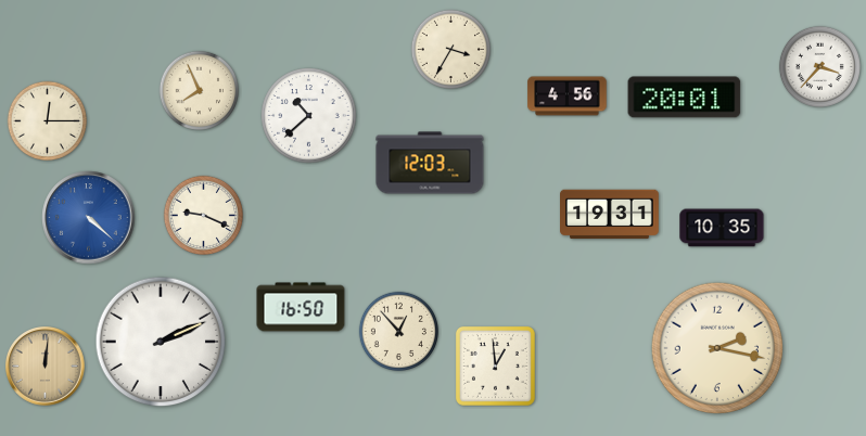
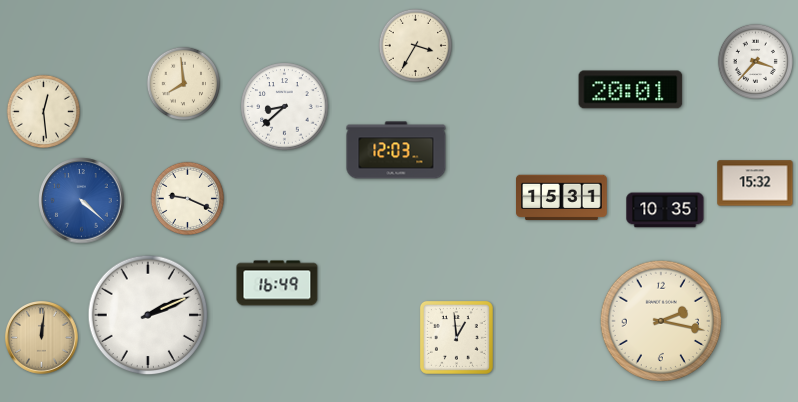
clock at (199, 90): 7:56 -> 7:59
clock at (568, 97): 4:56 -> none
clock at (309, 116): 10:38 -> 8:38
clock at (47, 120): 12:15 -> 12:29
clock at (755, 183): none -> 15:32
clock at (610, 215): 19:31 -> 15:31
clock at (301, 307): 16:50 -> 16:49
clock at (398, 331): 12:53 -> none
